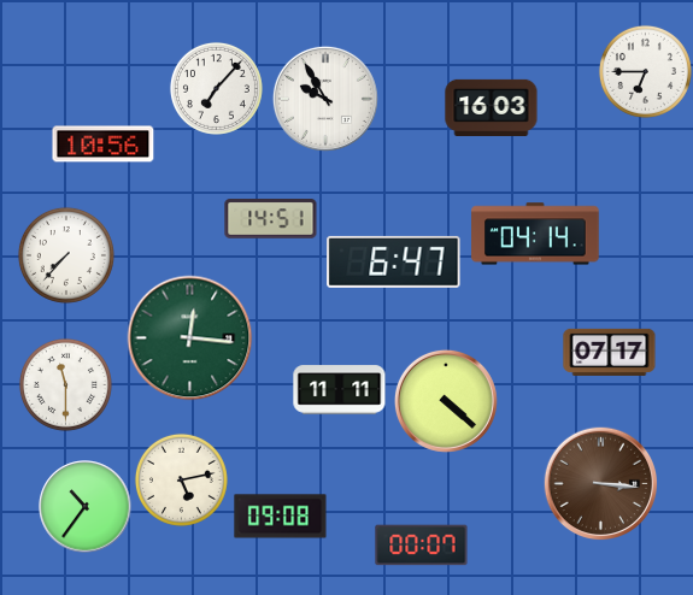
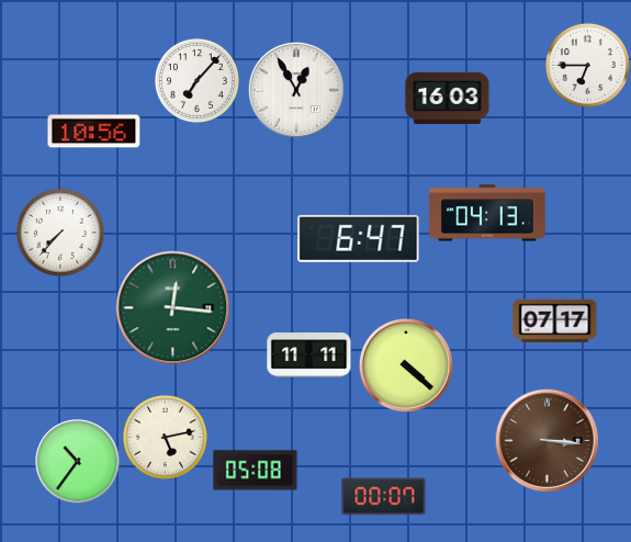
clock at (325, 99): 9:55 -> 12:55
clock at (271, 219): 14:51 -> none
clock at (535, 234): 04:14 -> 04:13
clock at (65, 384): 11:30 -> none
clock at (281, 517): 09:08 -> 05:08
